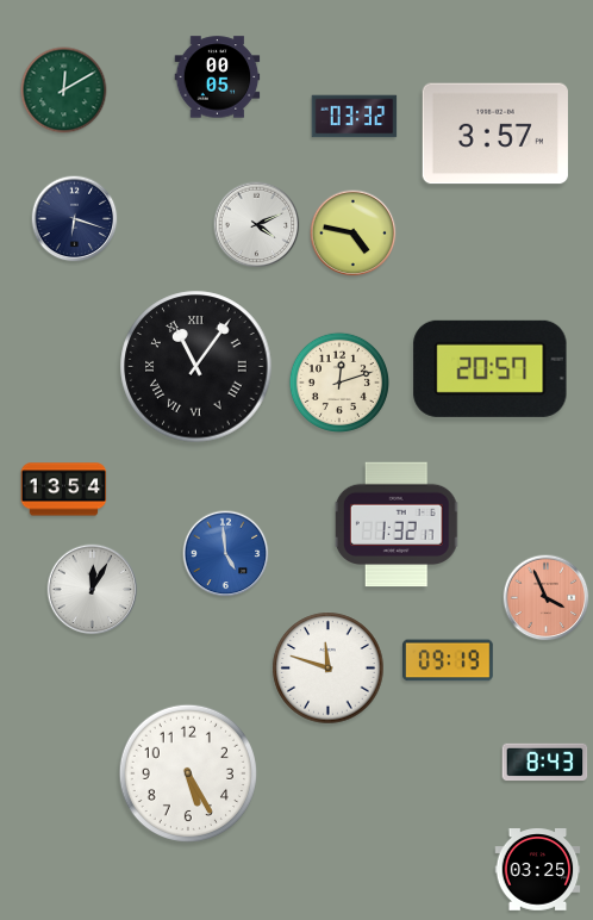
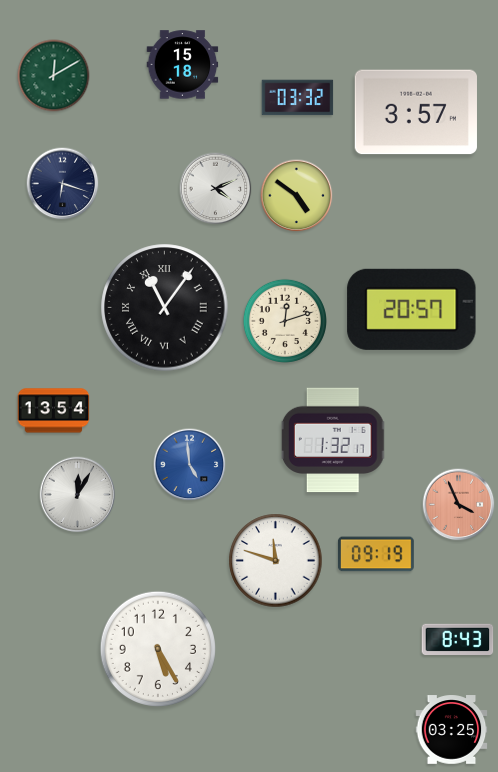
clock at (218, 77): 00:05 -> 15:18
clock at (354, 234): 4:47 -> 4:51
clock at (547, 598) position: (547, 598) -> (459, 505)
